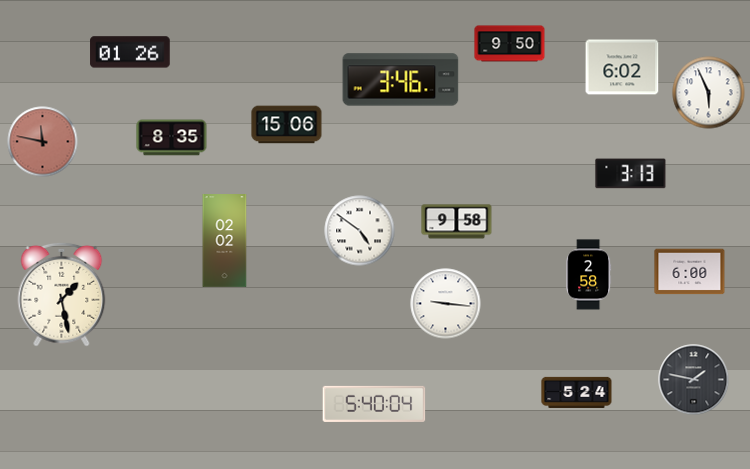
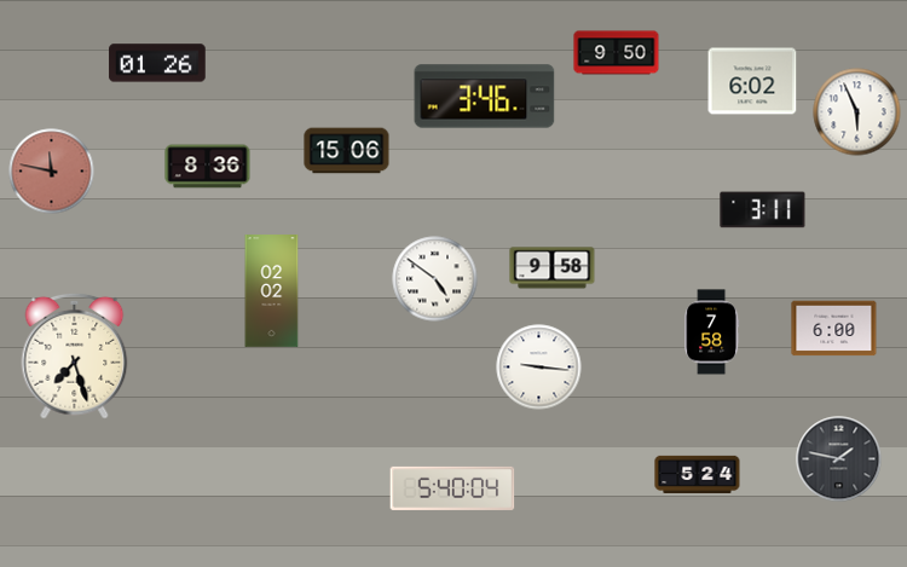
clock at (172, 138): 8:35 -> 8:36
clock at (631, 174): 3:13 -> 3:11
clock at (589, 275): 2:58 -> 7:58
clock at (62, 294): 1:28 -> 7:27
